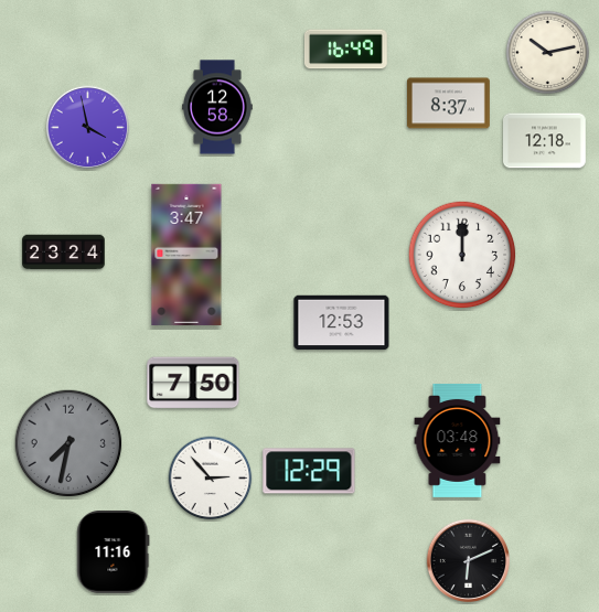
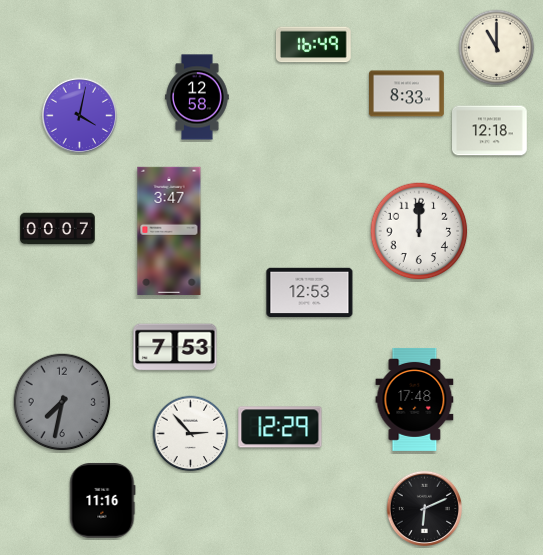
clock at (548, 53): 10:13 -> 11:00
clock at (449, 104): 8:37 -> 8:33
clock at (87, 127): 3:58 -> 4:02
clock at (545, 141) position: (545, 141) -> (490, 131)
clock at (64, 253): 23:24 -> 00:07
clock at (193, 383): 7:50 -> 7:53
clock at (458, 440): 03:48 -> 17:48
